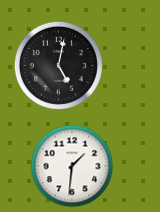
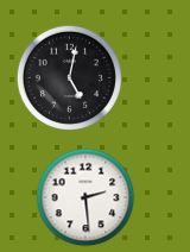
clock at (72, 166): 1:31 -> 2:29
